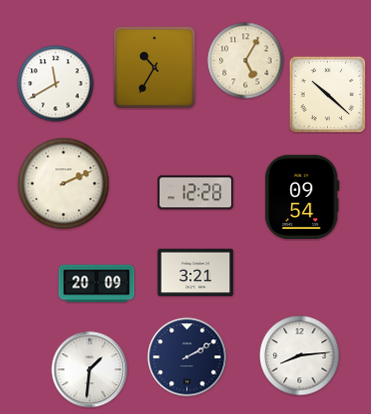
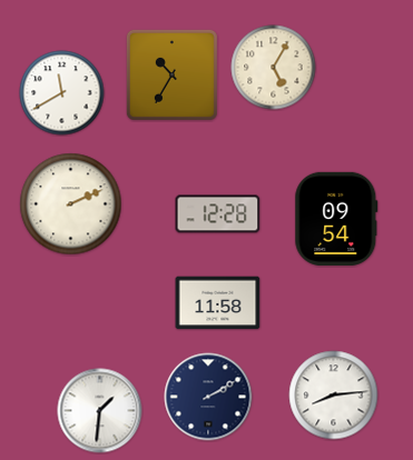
clock at (327, 94): 10:22 -> none
clock at (196, 273): 3:21 -> 11:58
clock at (97, 284): 20:09 -> none
